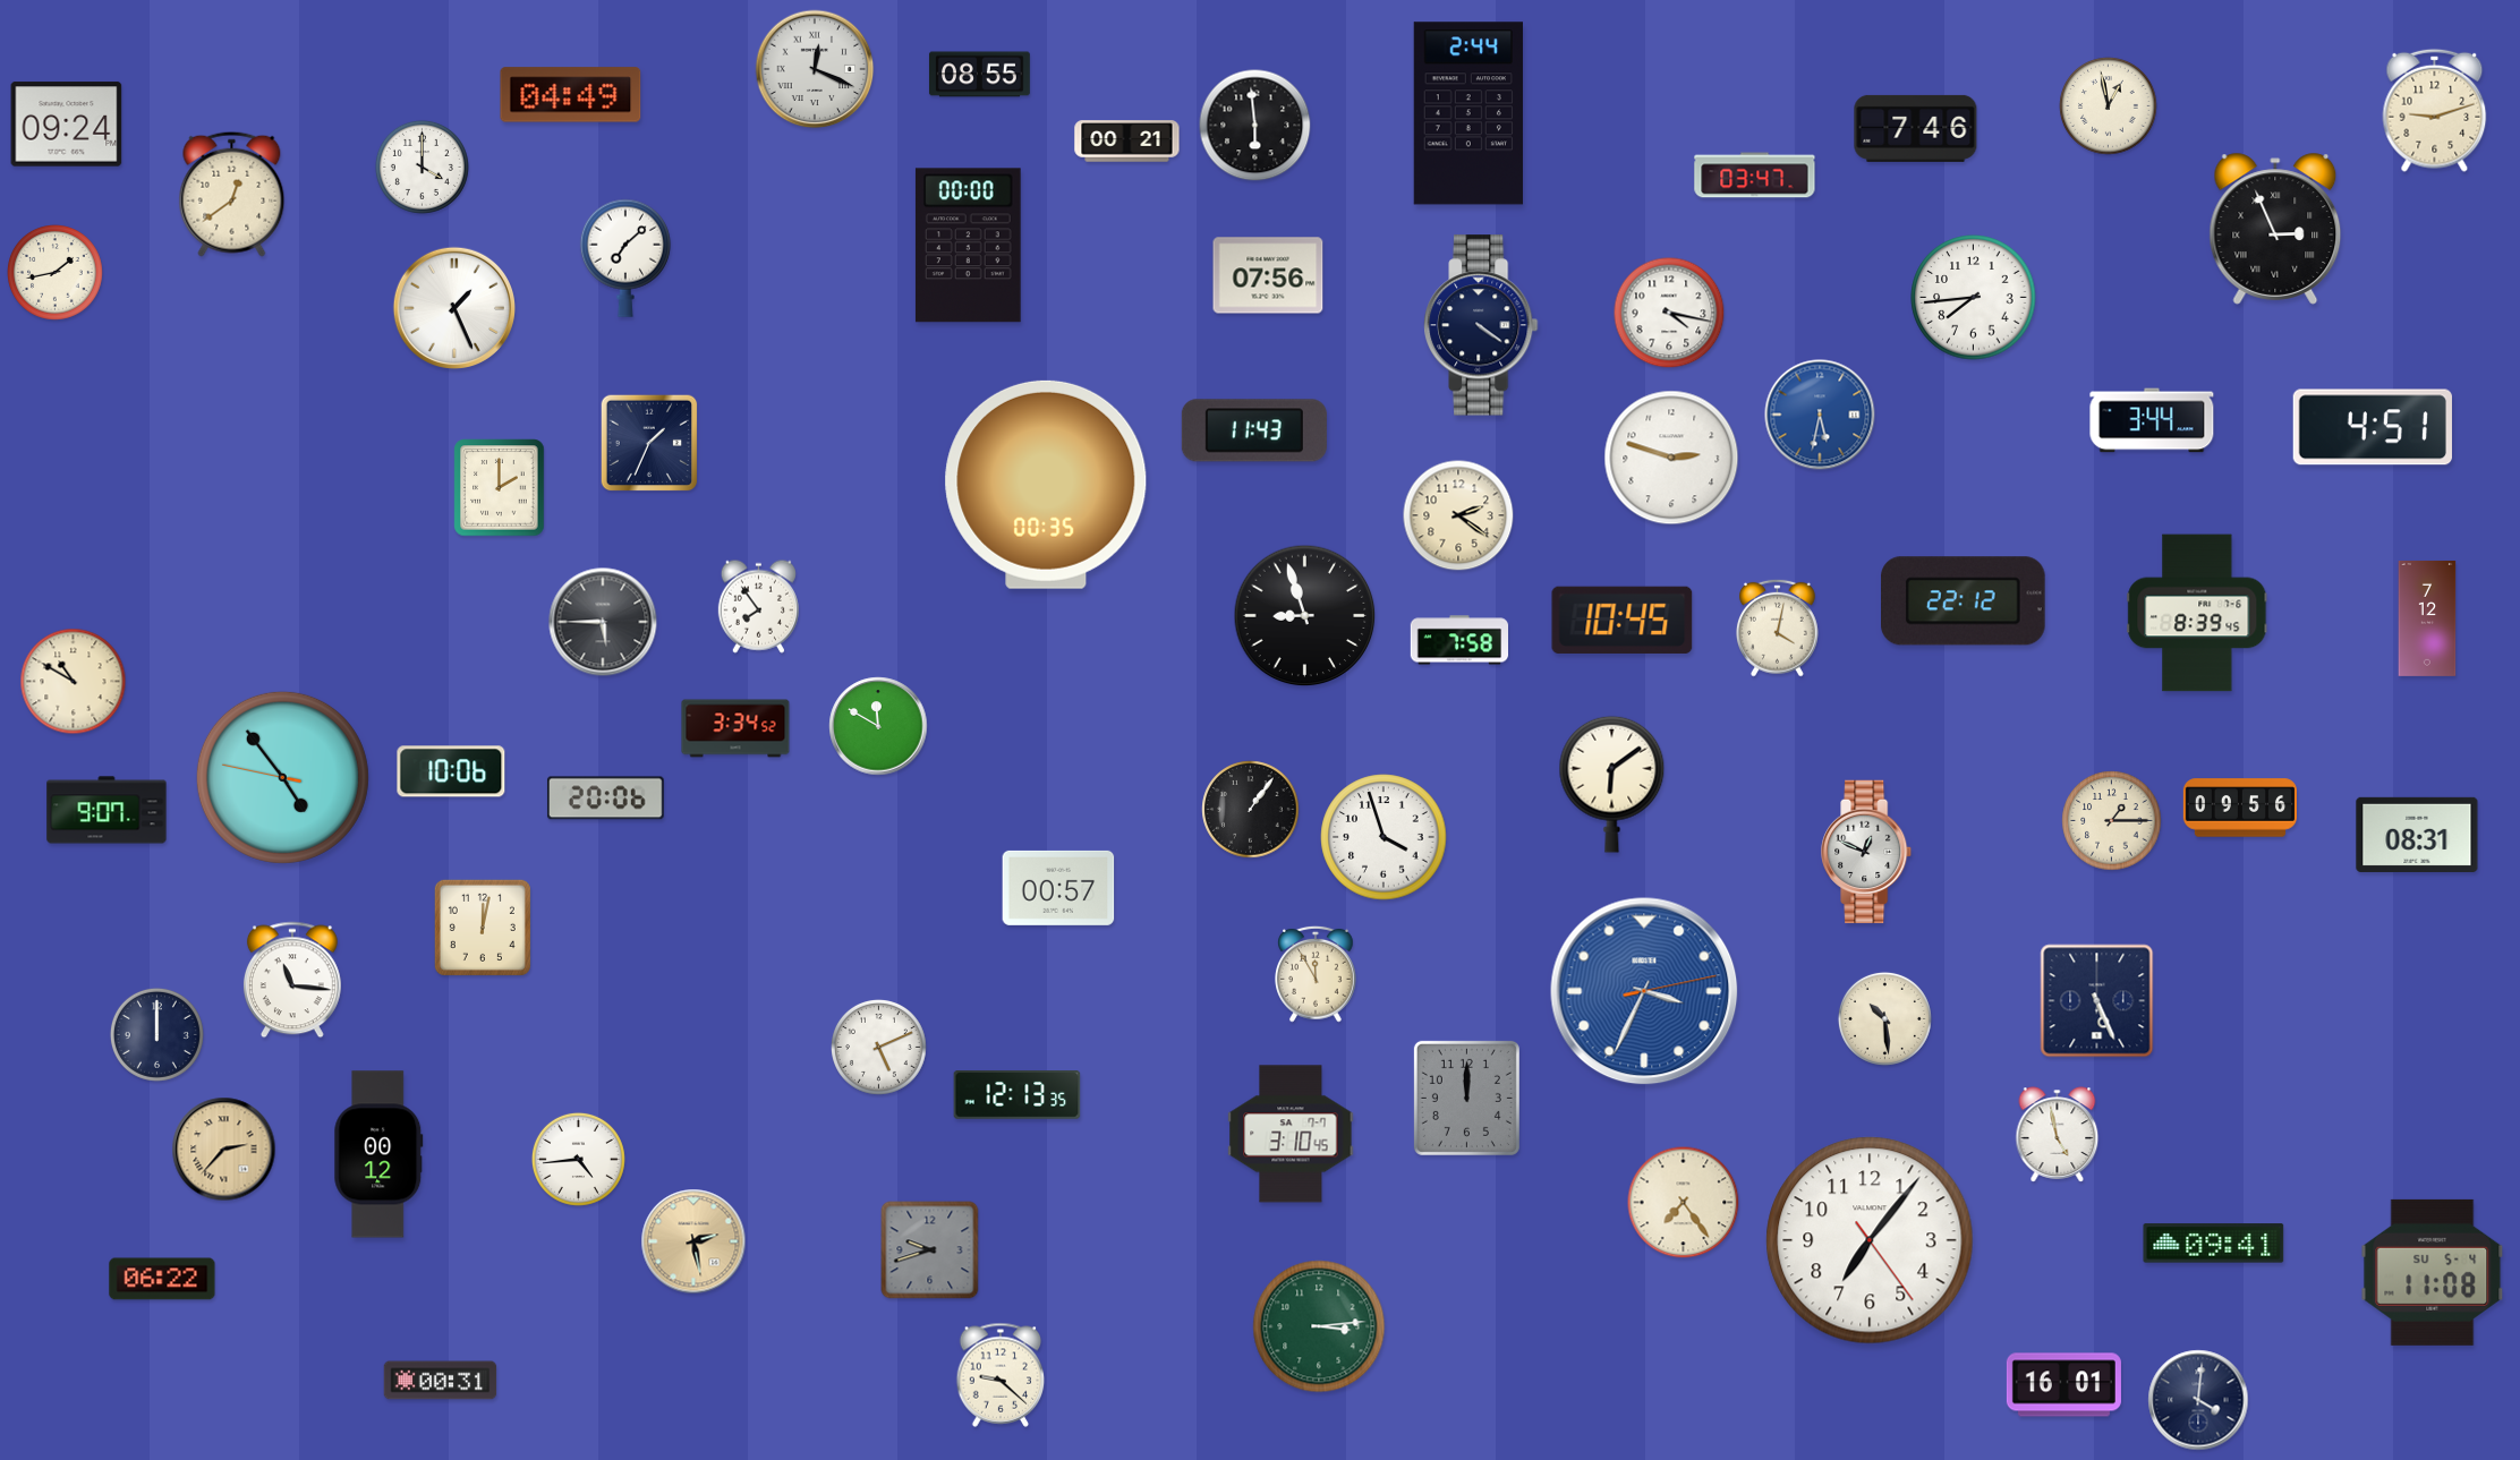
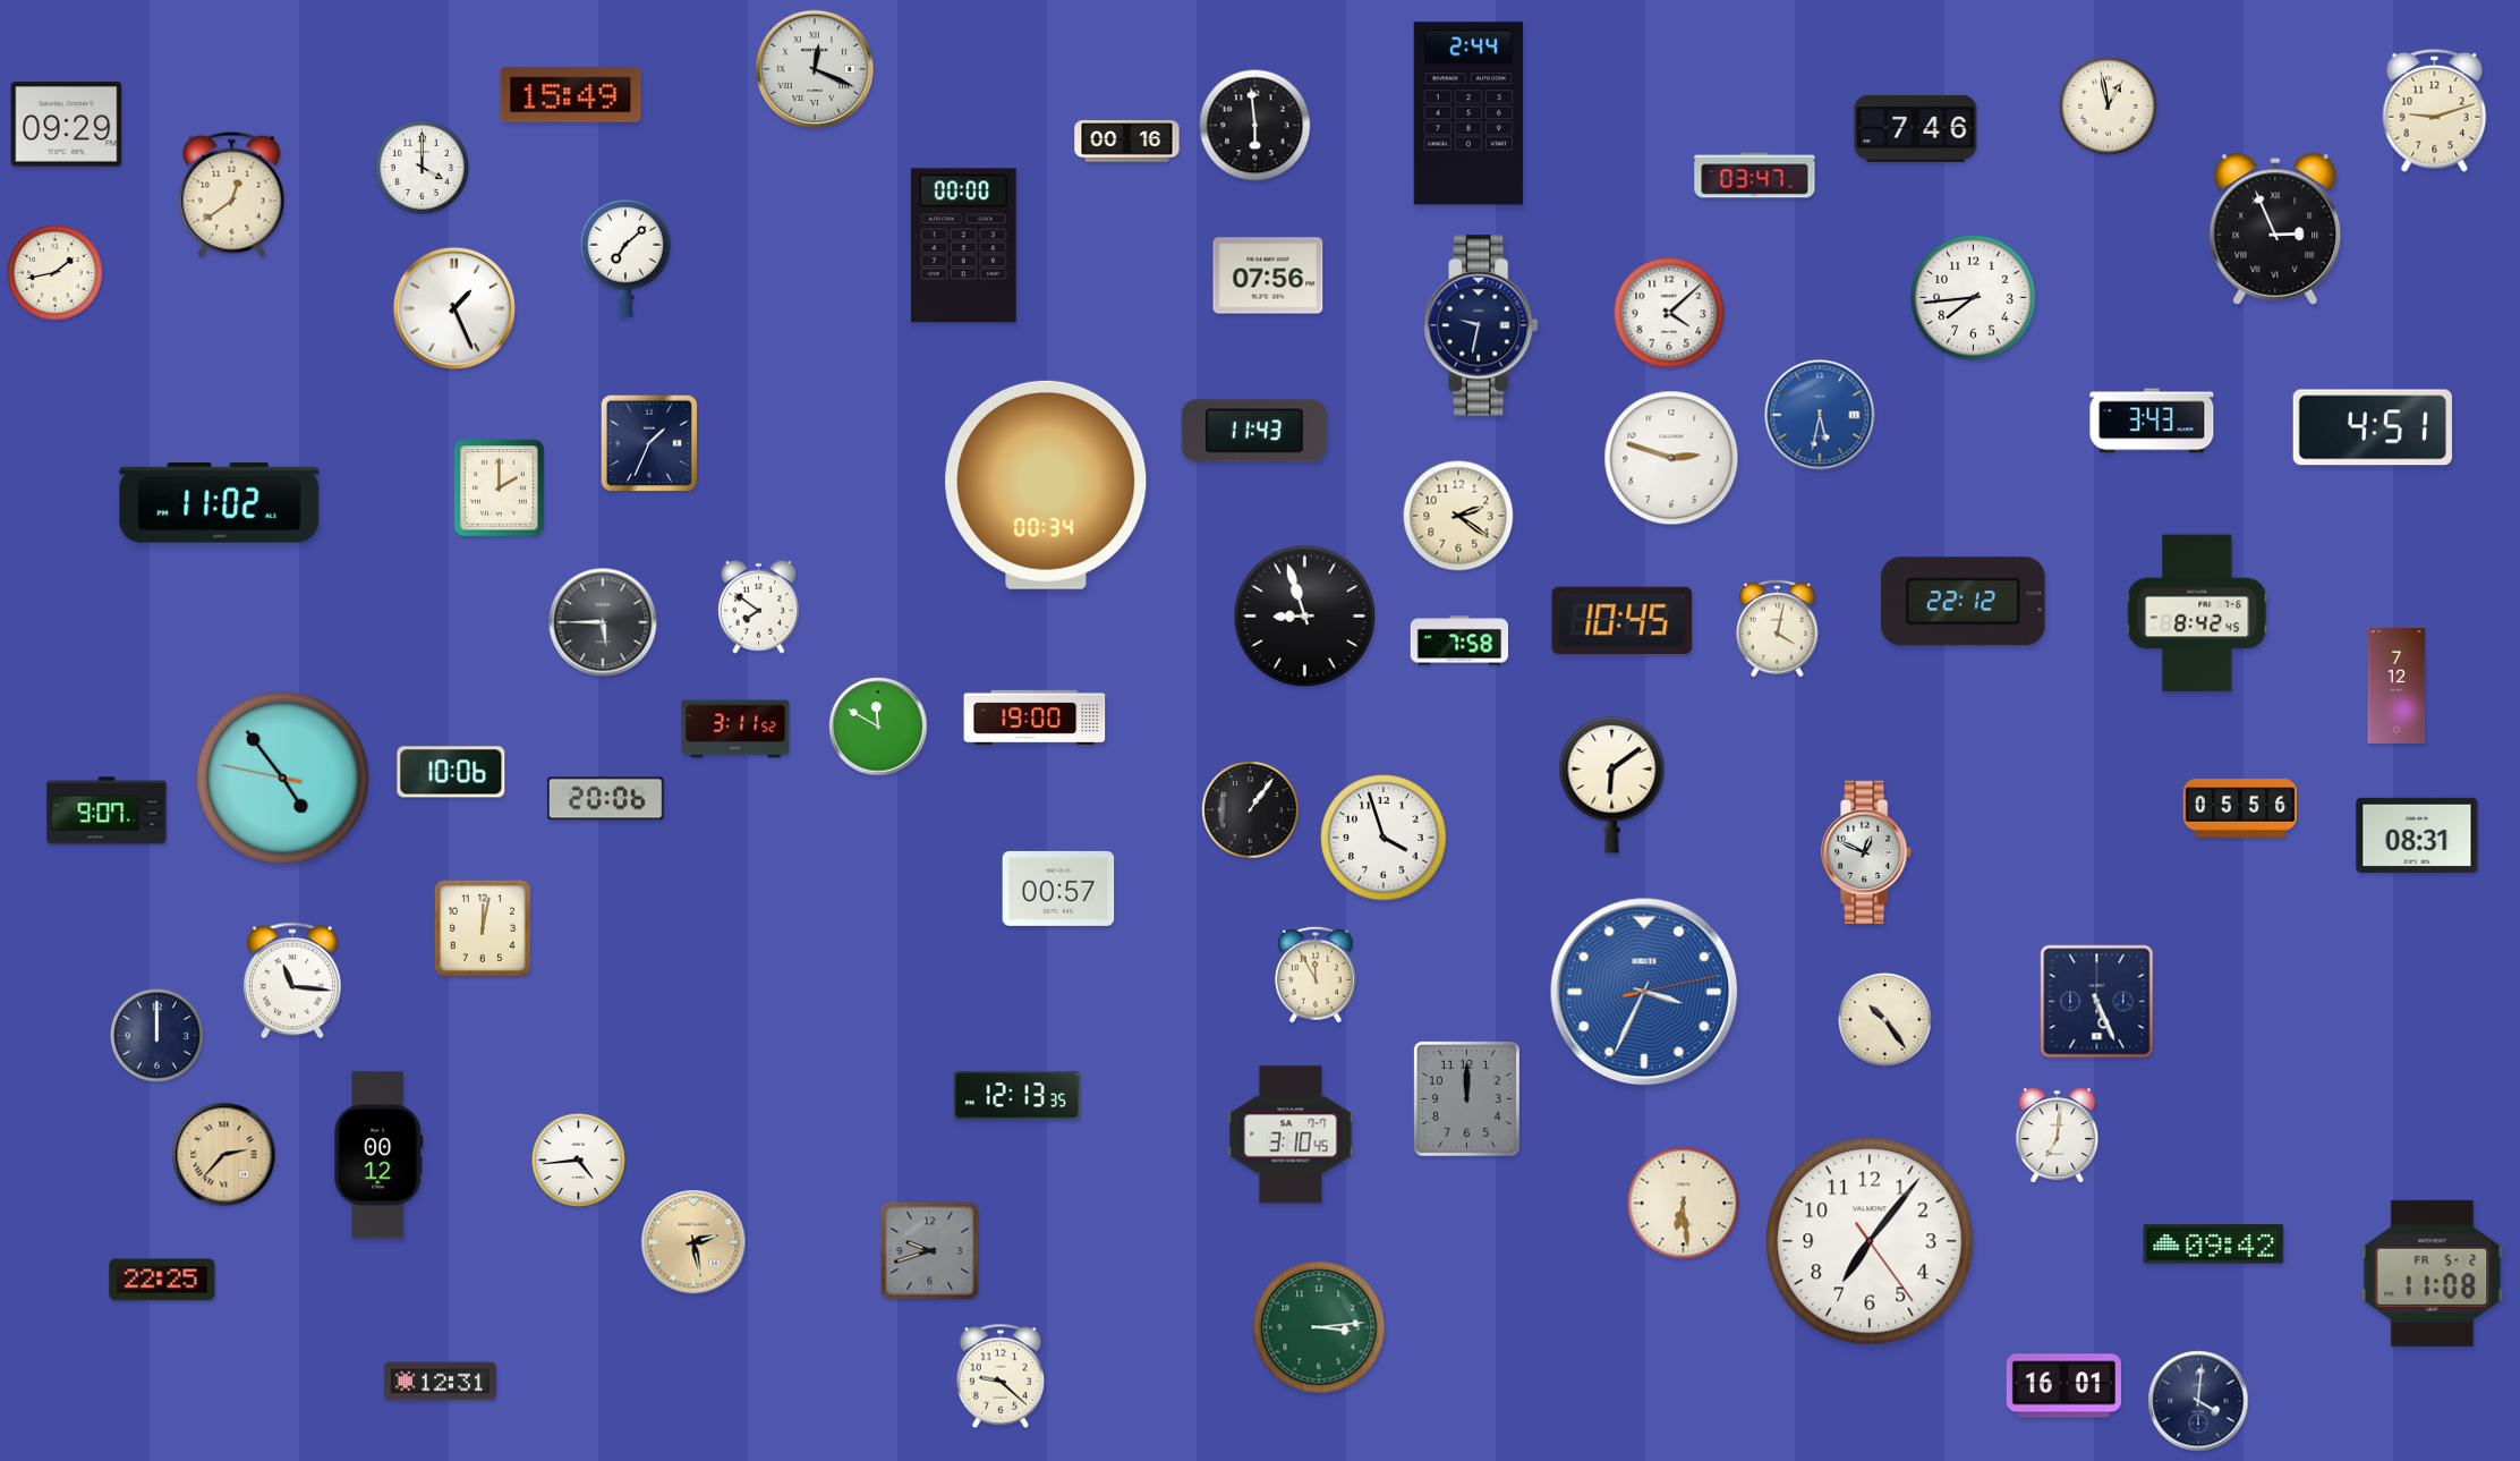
clock at (979, 75): 08:55 -> none
clock at (571, 95): 04:49 -> 15:49
clock at (67, 125): 09:24 -> 09:29
clock at (1127, 142): 00:21 -> 00:16
clock at (968, 246) position: (968, 246) -> (963, 246)
clock at (1669, 313): 4:17 -> 4:08
clock at (1481, 325): 4:21 -> 9:32
clock at (2152, 420): 3:44 -> 3:43
clock at (1046, 485): 00:35 -> 00:34
clock at (220, 503): none -> 11:02
clock at (758, 606): 7:54 -> 7:51
clock at (2197, 613): 8:39 -> 8:42
clock at (2427, 618) position: (2427, 618) -> (2396, 686)
clock at (74, 682): 10:50 -> none
clock at (1035, 717): none -> 19:00
clock at (735, 728): 3:34 -> 3:11
clock at (2239, 808): 09:56 -> 05:56
clock at (2112, 821): 1:15 -> none
clock at (1884, 1018): 10:29 -> 10:24
clock at (879, 1048): 5:11 -> none
clock at (2058, 1135): 4:58 -> 7:01
clock at (224, 1150) position: (224, 1150) -> (224, 1155)
clock at (1684, 1203): 7:24 -> 6:29
clock at (2214, 1244): 09:41 -> 09:42
clock at (2433, 1272) date: SU 5-4 -> FR 5-2
clock at (162, 1279): 06:22 -> 22:25
clock at (441, 1381): 00:31 -> 12:31
